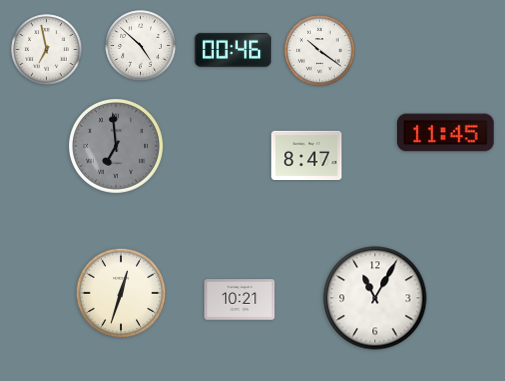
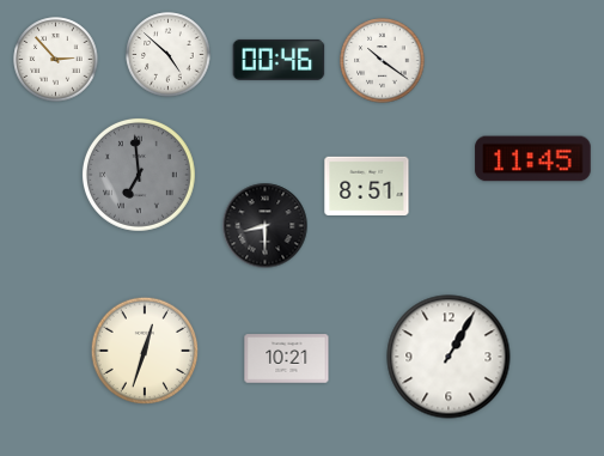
clock at (47, 50): 6:58 -> 2:53
clock at (307, 155): 8:47 -> 8:51
clock at (266, 226): none -> 8:30
clock at (375, 298): 11:05 -> 1:05
